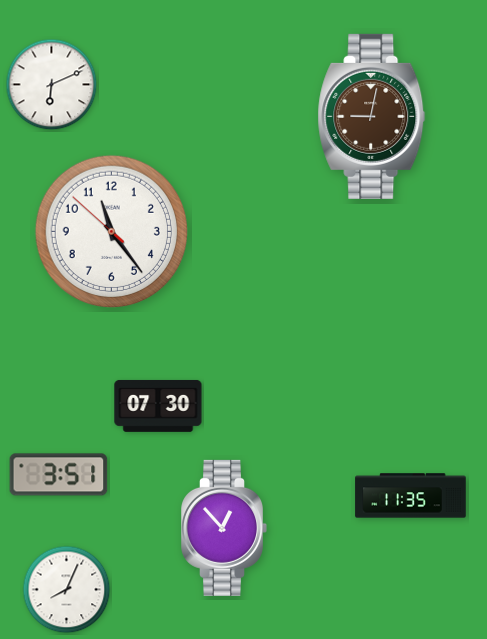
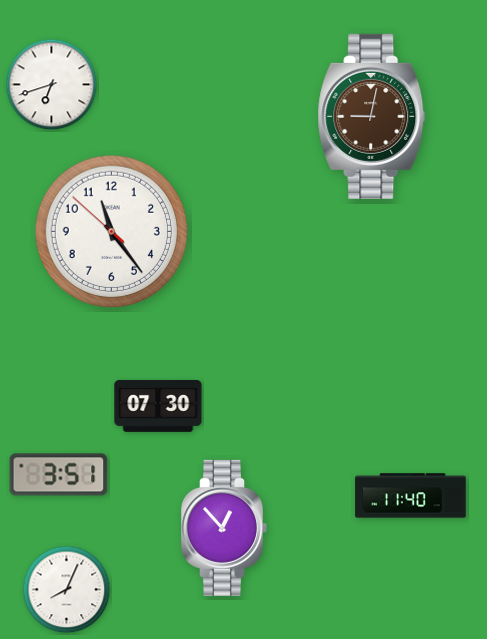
clock at (52, 85): 6:11 -> 6:42
clock at (411, 496): 11:35 -> 11:40
